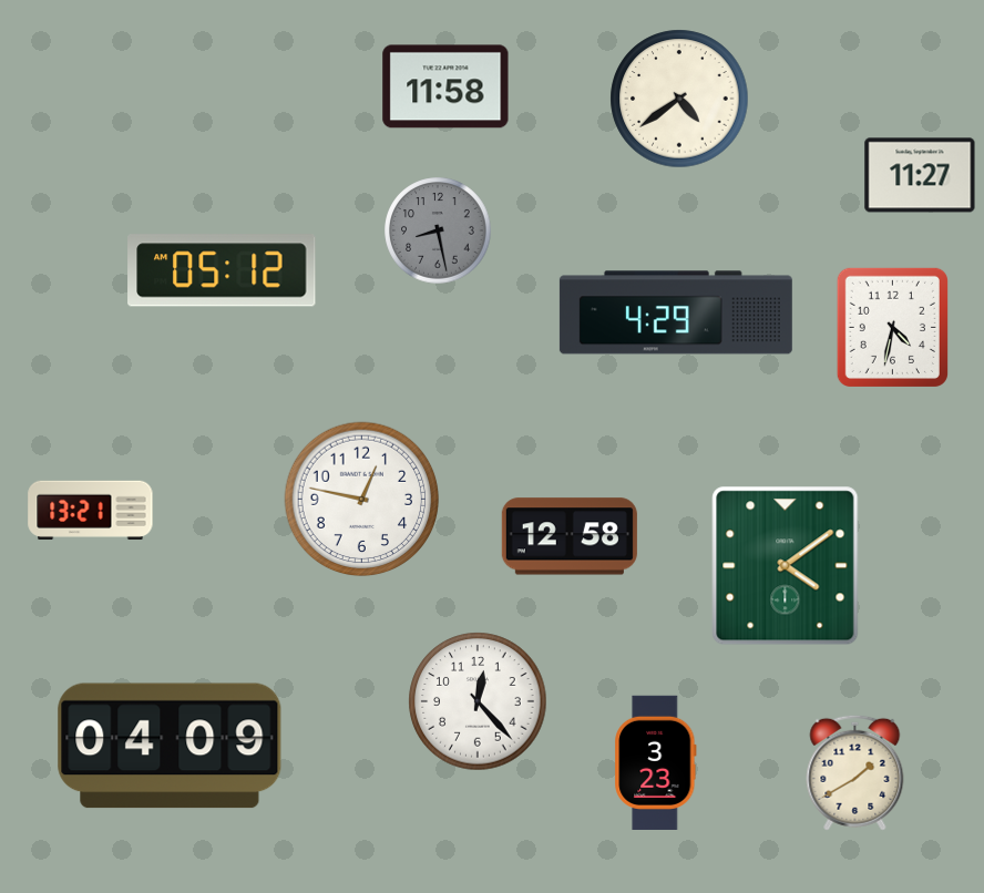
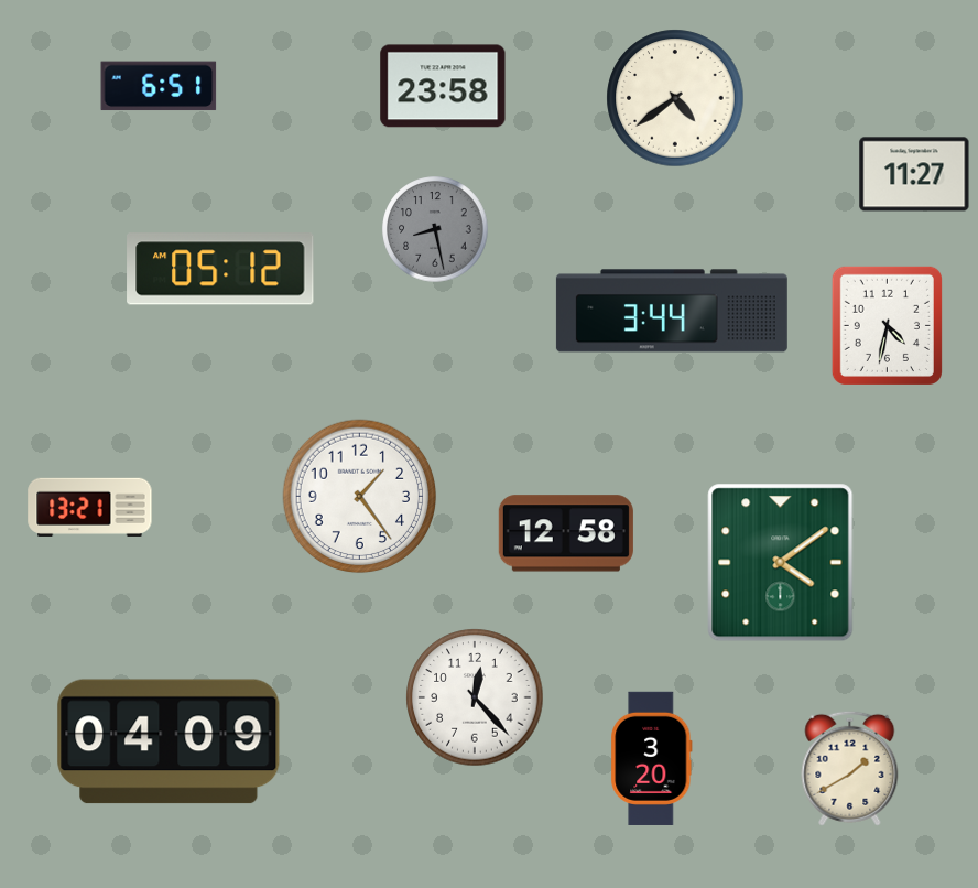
clock at (159, 86): none -> 6:51
clock at (445, 86): 11:58 -> 23:58
clock at (676, 312): 4:29 -> 3:44
clock at (362, 500): 12:47 -> 1:24
clock at (656, 762): 3:23 -> 3:20
